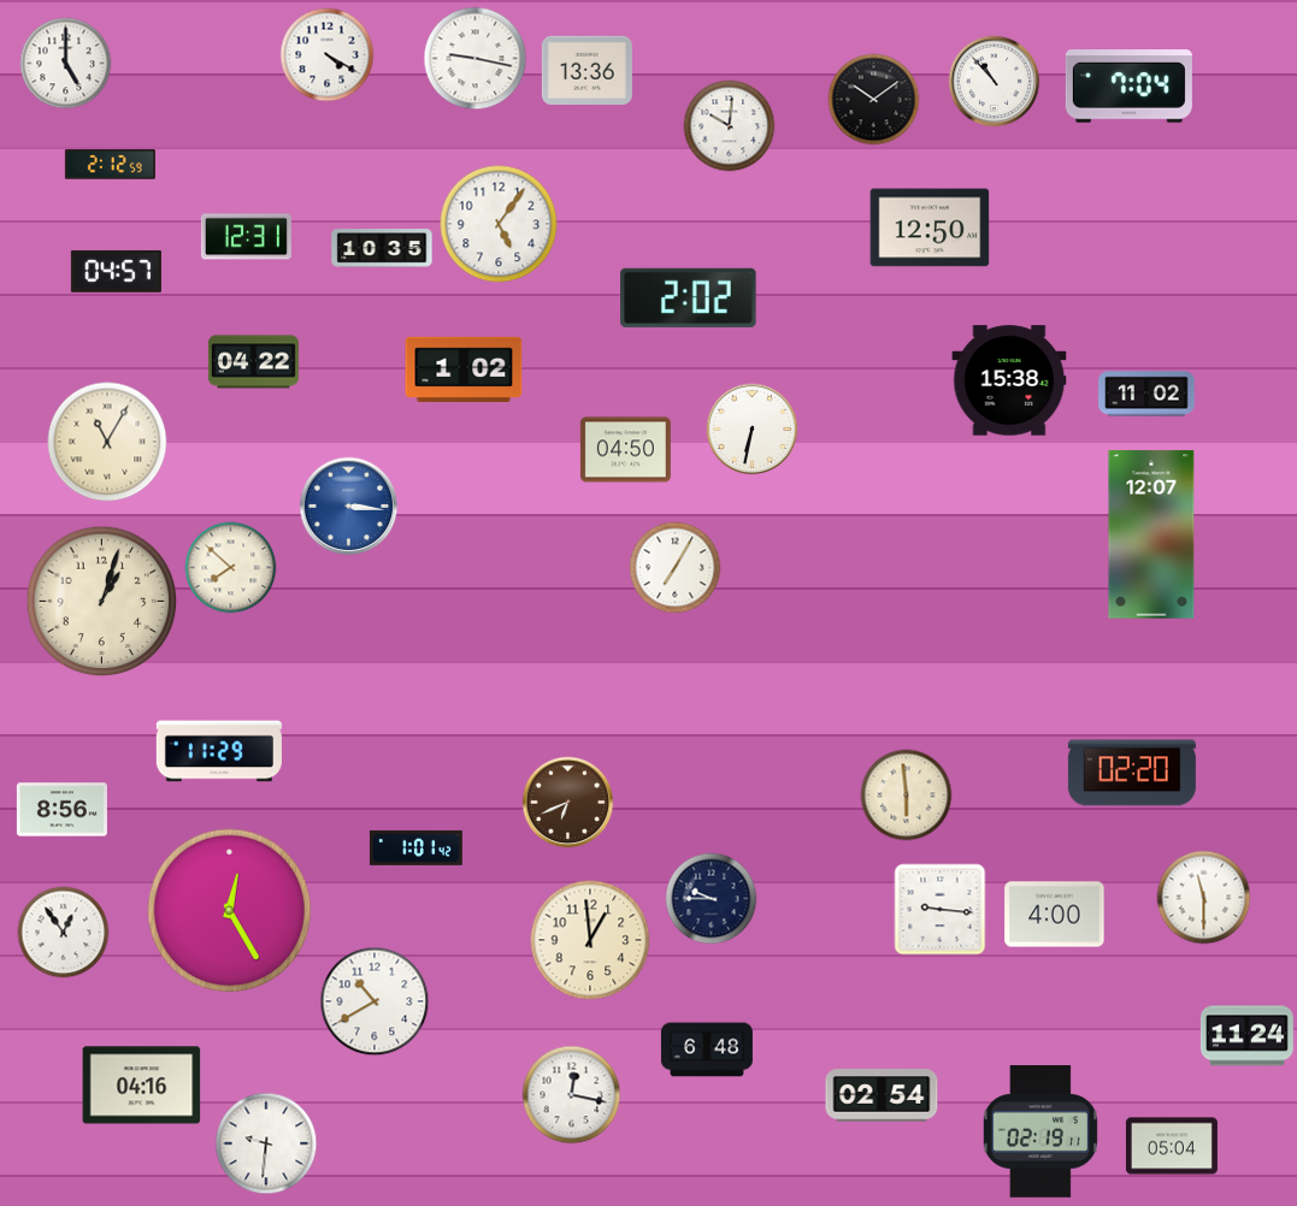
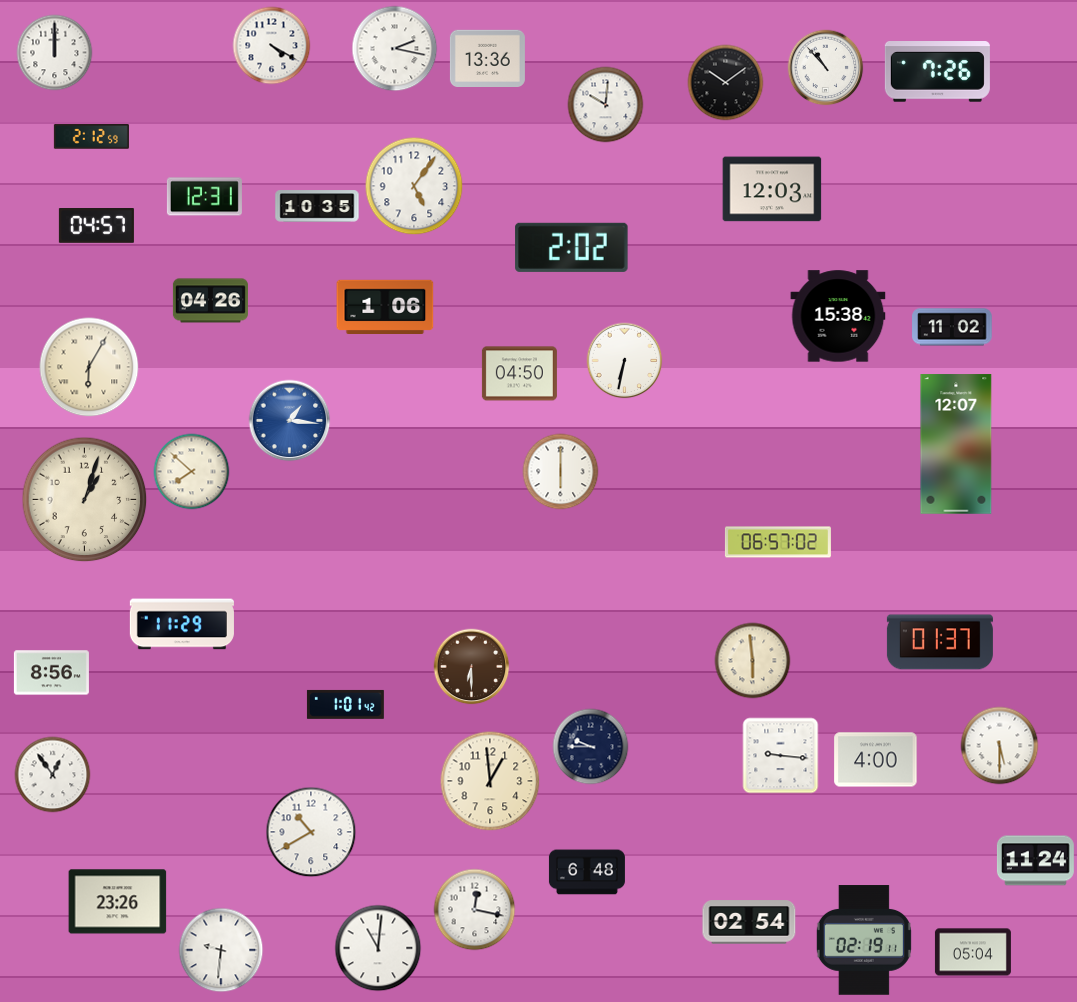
clock at (476, 59): 9:17 -> 2:17
clock at (66, 64): 5:00 -> 12:00
clock at (1128, 87): 7:04 -> 7:26
clock at (930, 227): 12:50 -> 12:03
clock at (253, 362): 04:22 -> 04:26
clock at (464, 368): 1:02 -> 1:06
clock at (753, 430) position: (753, 430) -> (625, 361)
clock at (107, 442): 11:05 -> 6:05
clock at (349, 507): 3:16 -> 1:16
clock at (676, 568): 7:05 -> 6:00
clock at (778, 542): none -> 06:57
clock at (1132, 773): 02:20 -> 01:37
clock at (568, 803): 6:41 -> 6:30
clock at (1204, 898): 11:30 -> 5:30
clock at (230, 911): 12:25 -> none
clock at (142, 1086): 04:16 -> 23:26
clock at (882, 1095) position: (882, 1095) -> (749, 922)
clock at (378, 948): none -> 11:01
